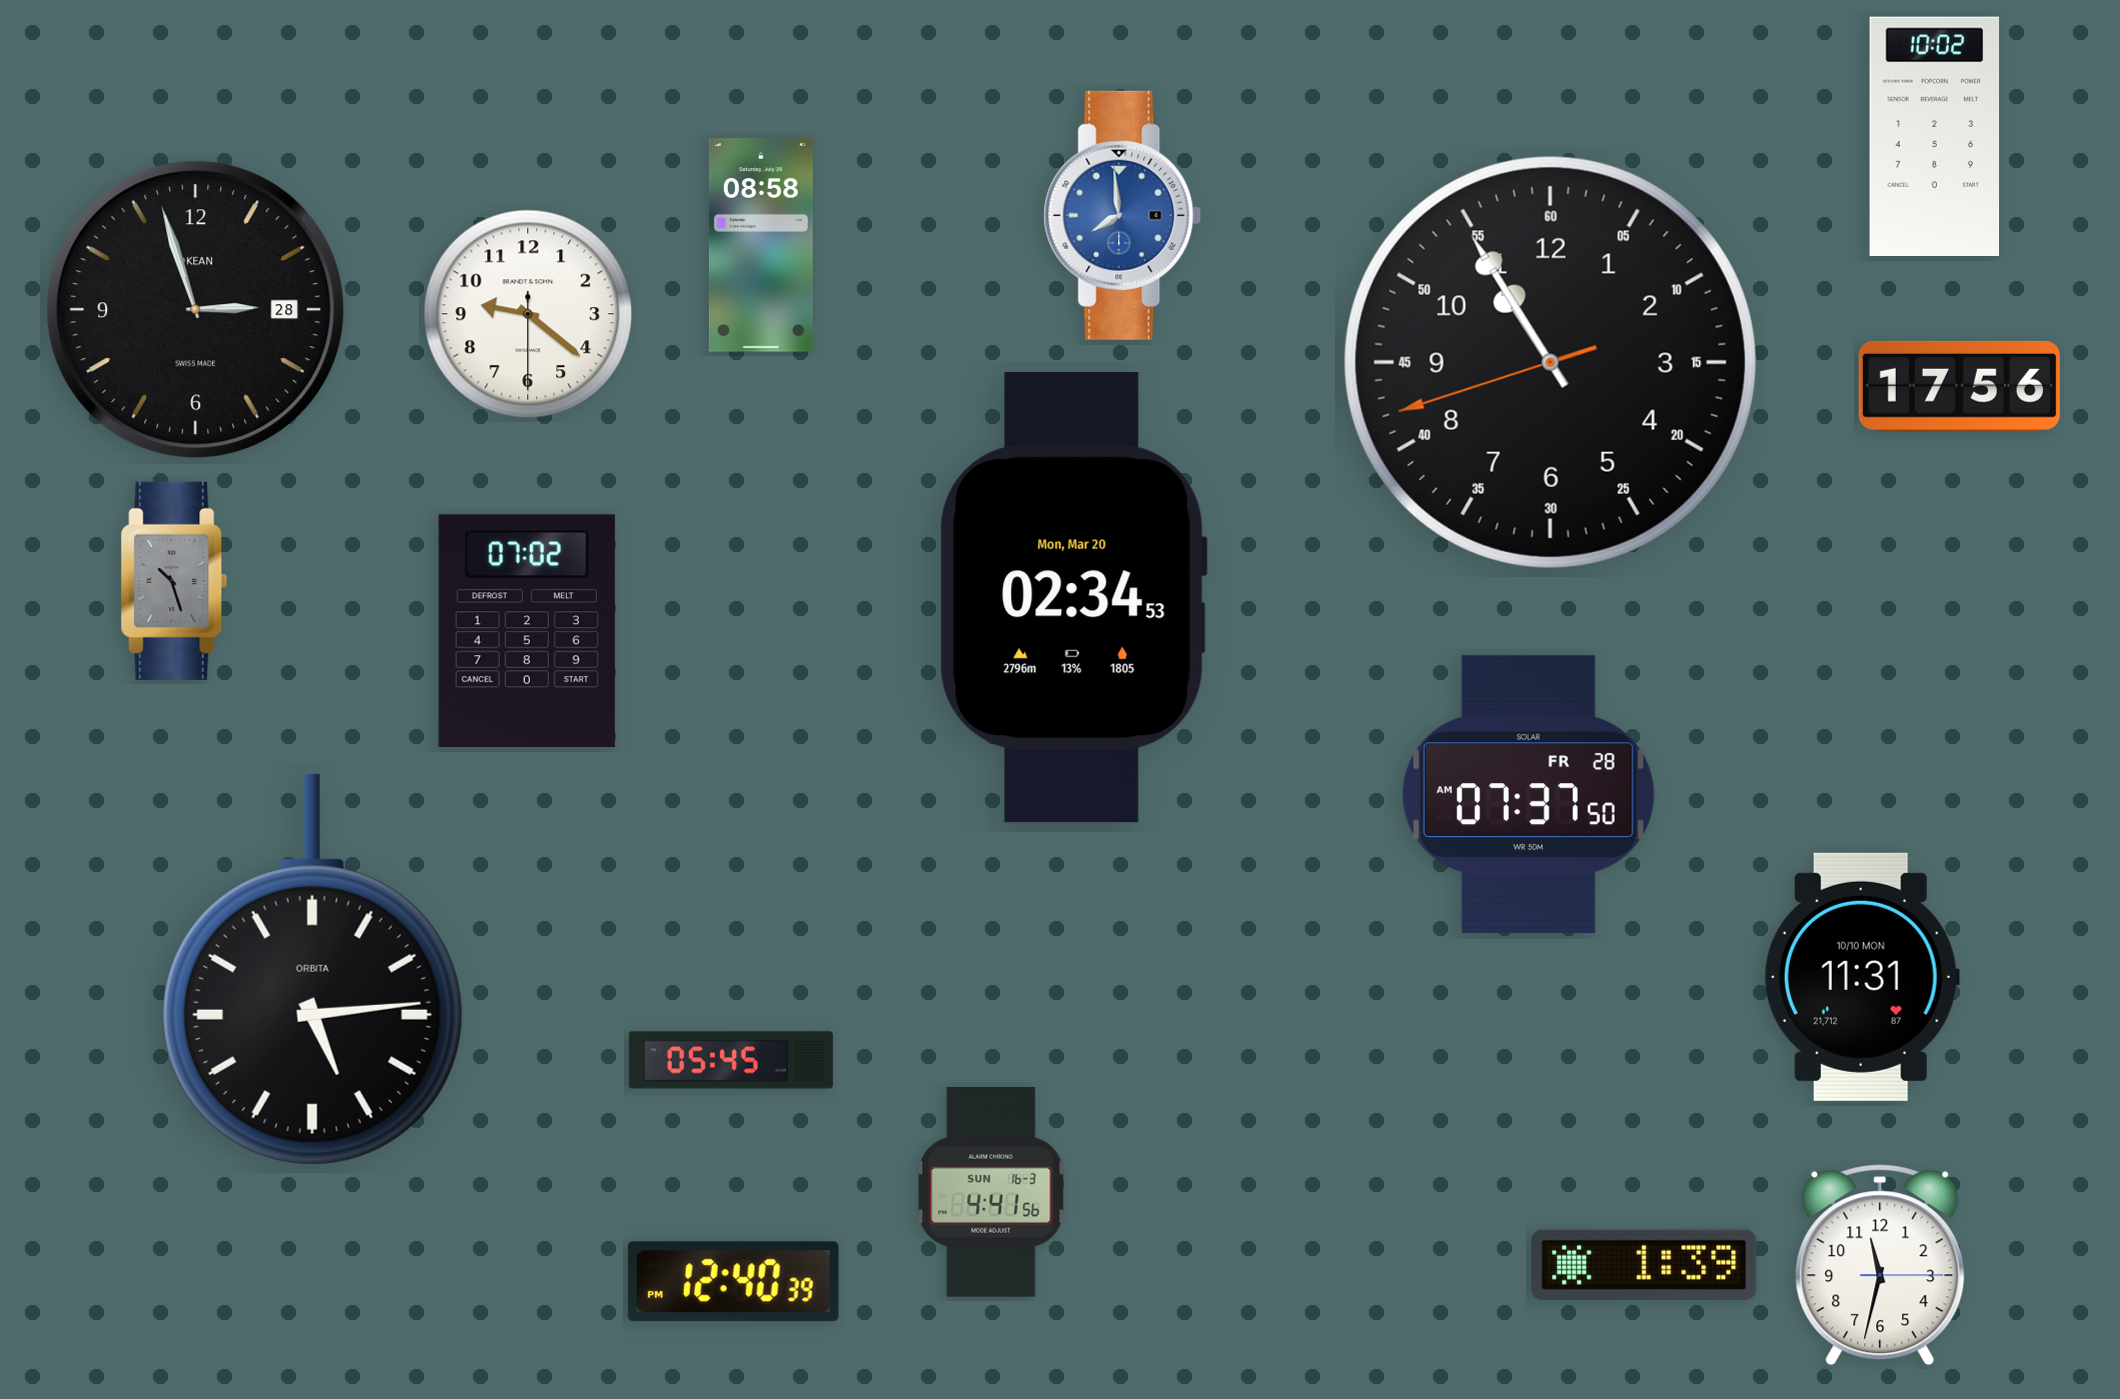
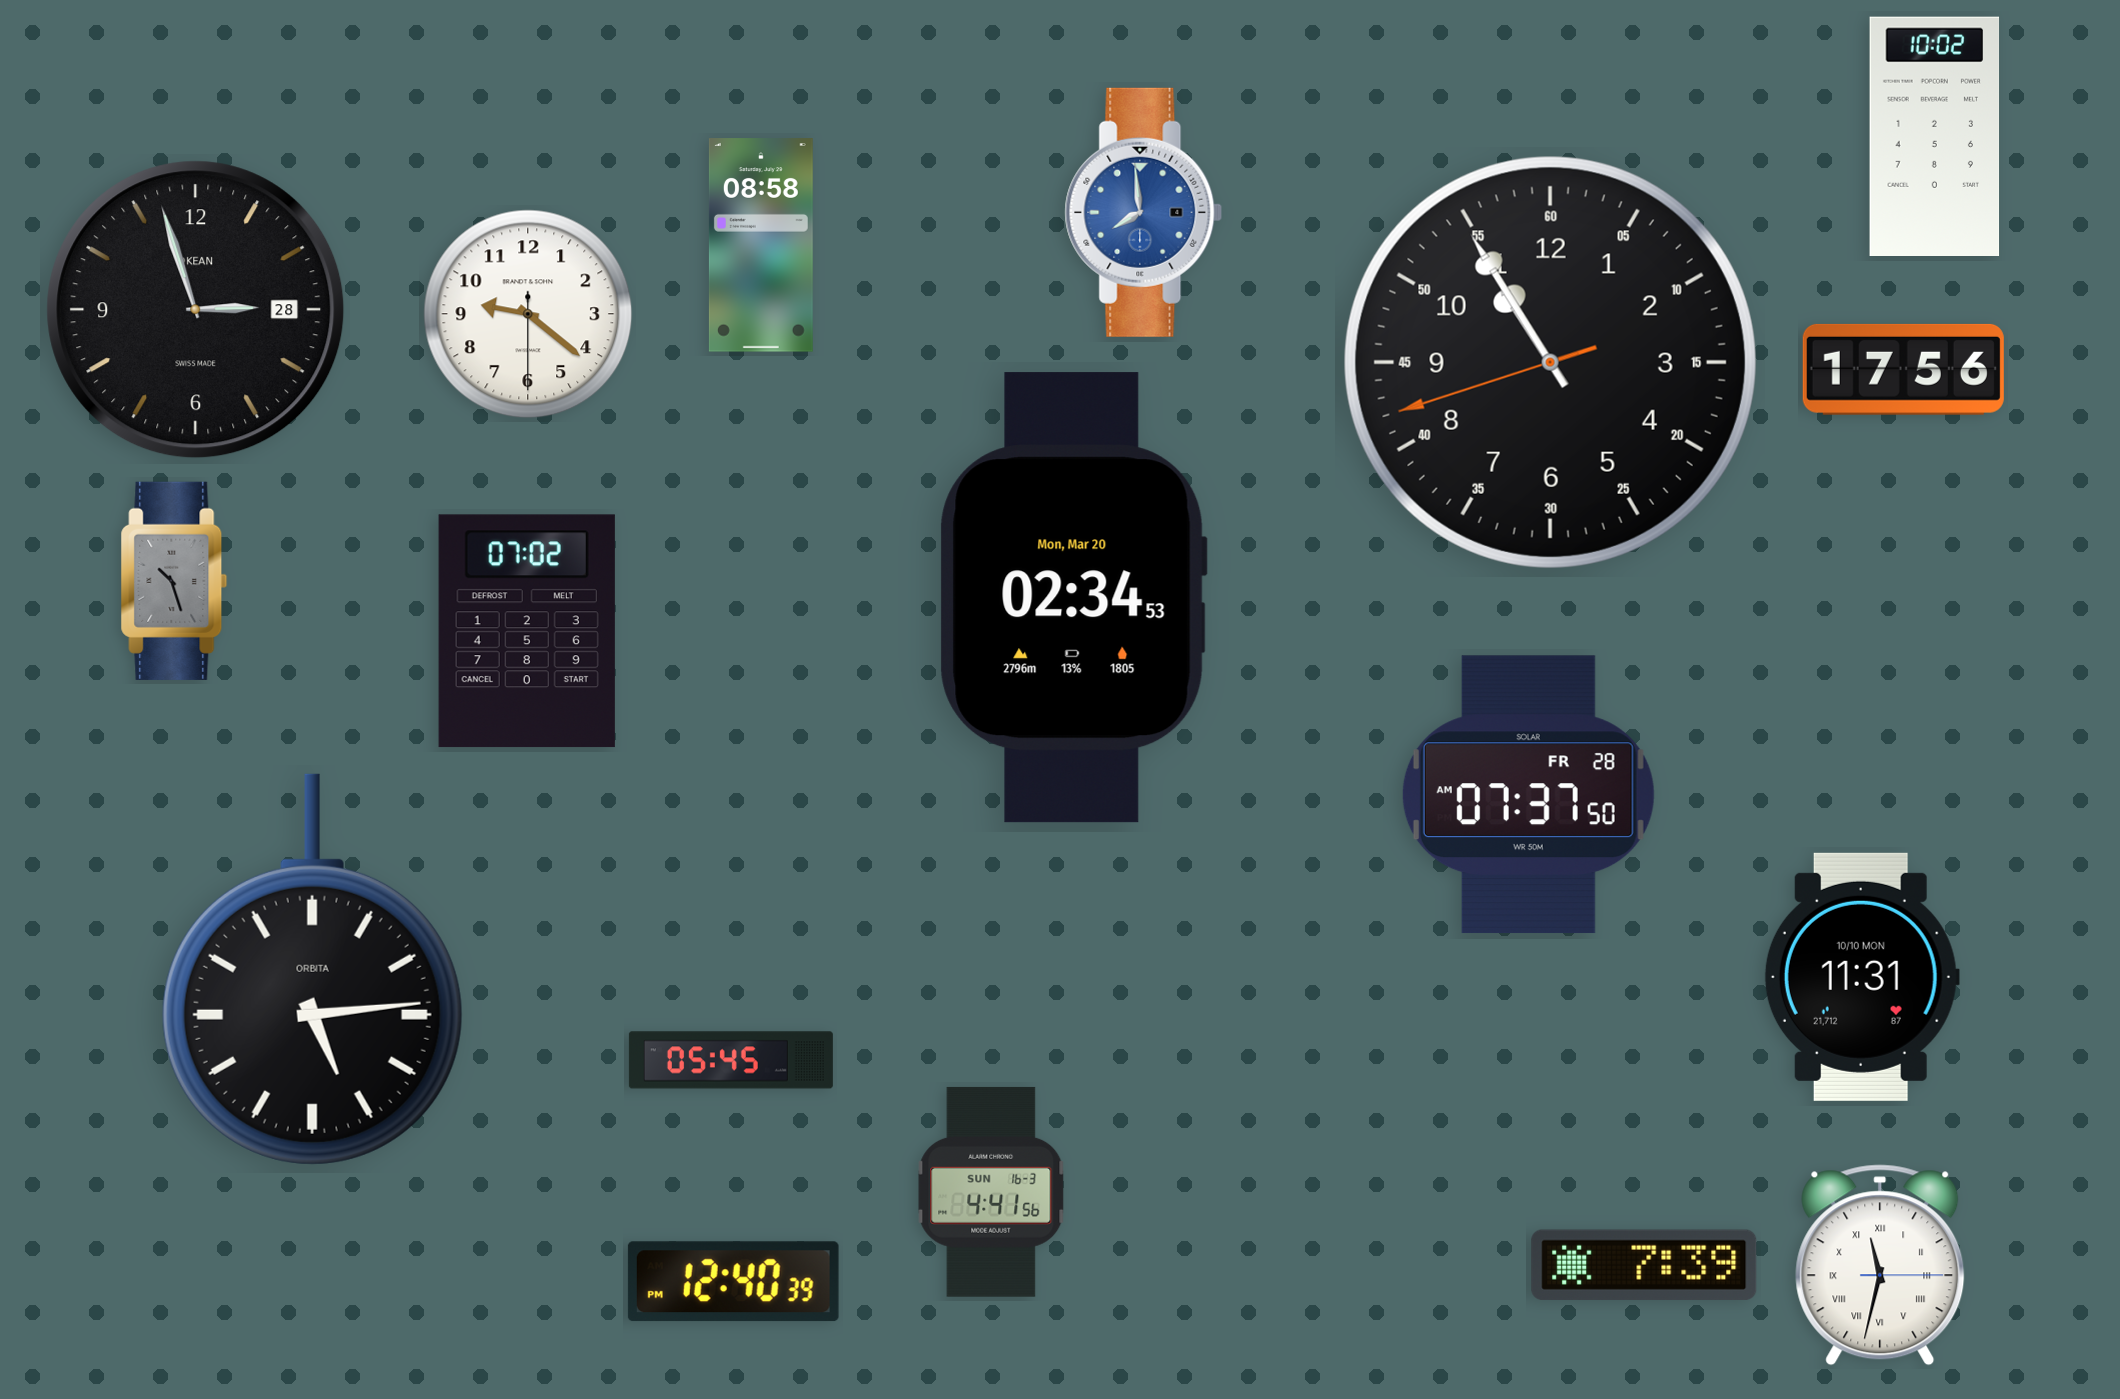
clock at (1123, 215) position: (1123, 215) -> (1144, 212)
clock at (1959, 386) position: (1959, 386) -> (1903, 369)
clock at (1644, 1265): 1:39 -> 7:39
clock at (1880, 1265) numerals: Arabic -> Roman
